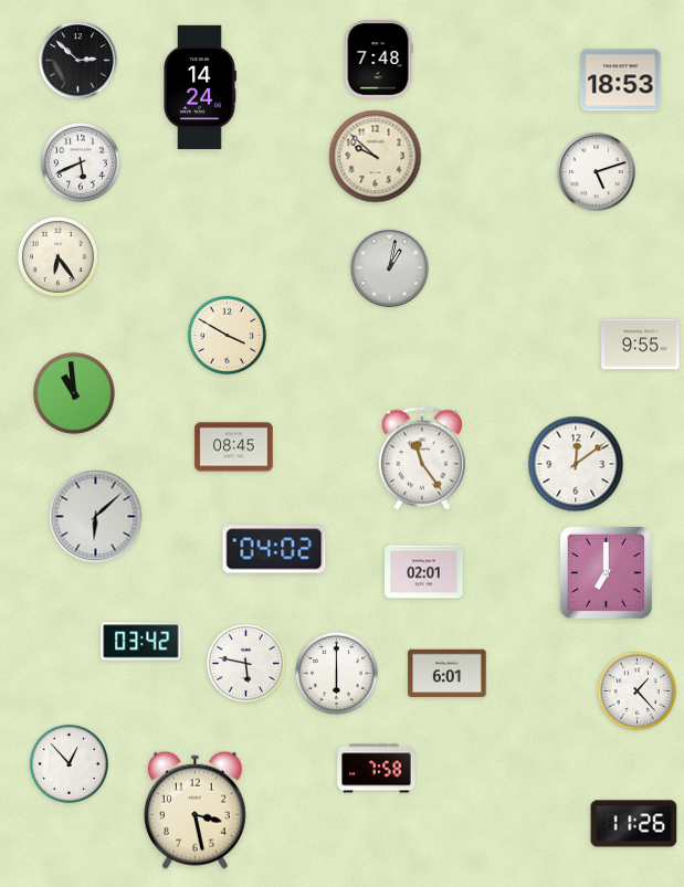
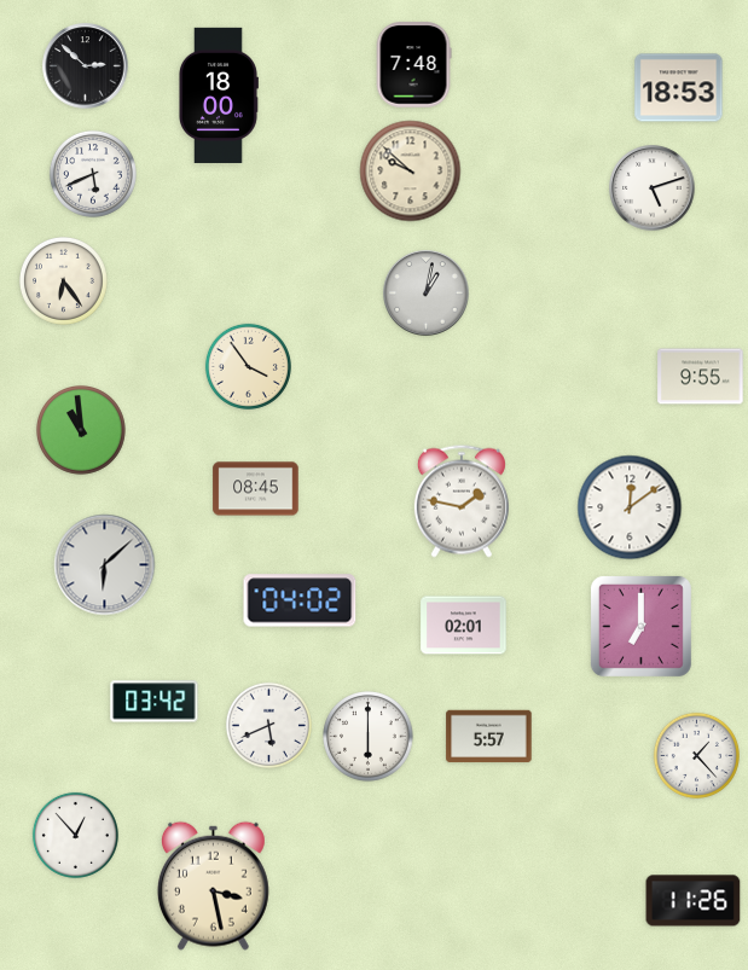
clock at (199, 87): 14:24 -> 18:00
clock at (81, 162) position: (81, 162) -> (93, 174)
clock at (227, 335): 3:50 -> 3:54
clock at (422, 458): 11:24 -> 1:47
clock at (606, 572) position: (606, 572) -> (640, 626)
clock at (245, 663): 5:47 -> 5:41
clock at (448, 674): 6:01 -> 5:57
clock at (377, 769): 7:58 -> none
